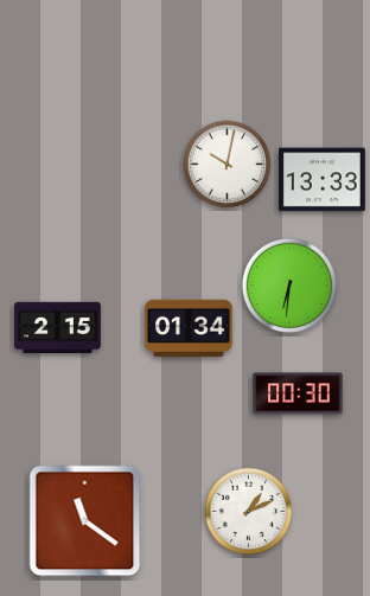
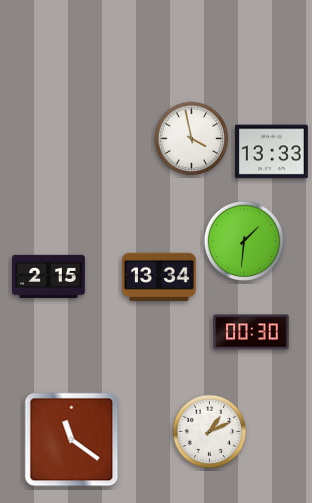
clock at (228, 165): 10:02 -> 3:58
clock at (288, 284): 6:31 -> 1:31
clock at (189, 328): 01:34 -> 13:34
